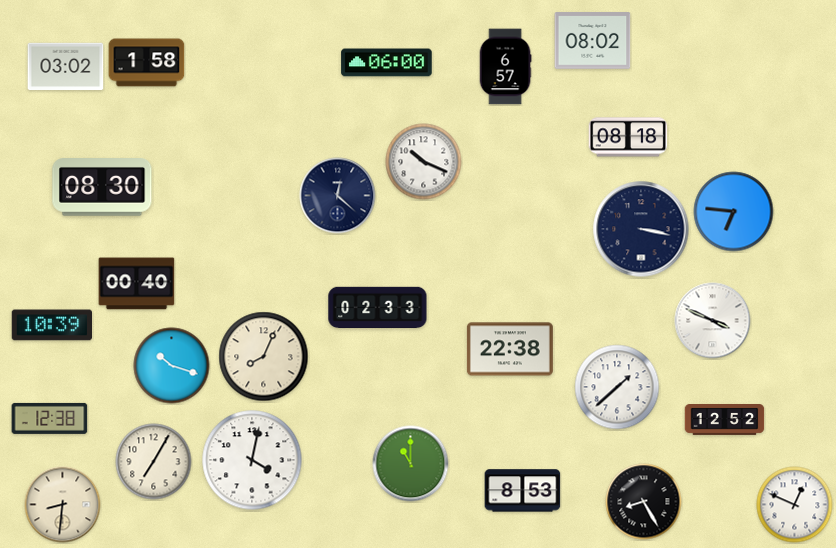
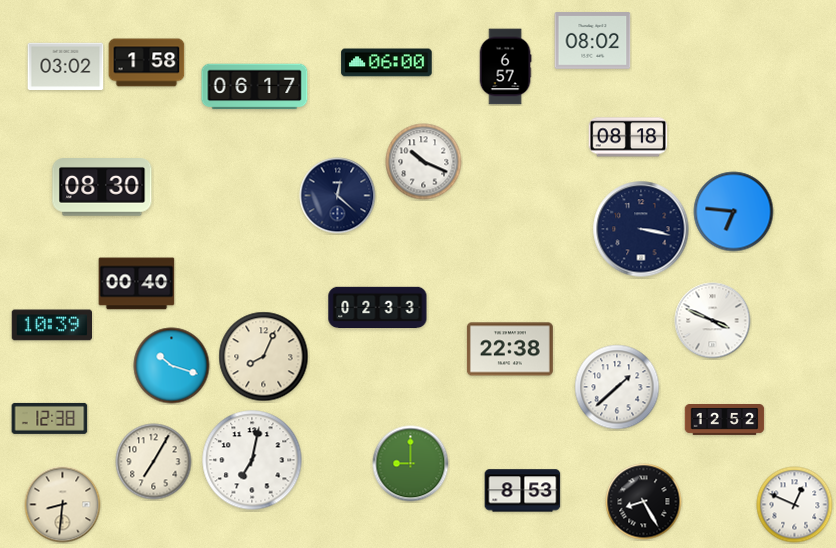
clock at (255, 87): none -> 06:17
clock at (252, 460): 4:02 -> 7:02
clock at (411, 464): 11:00 -> 9:00
